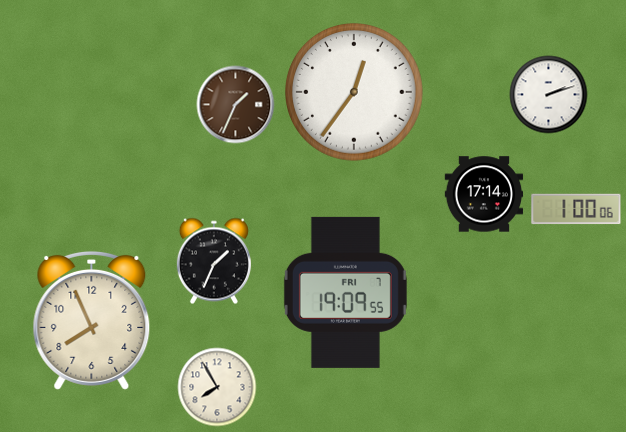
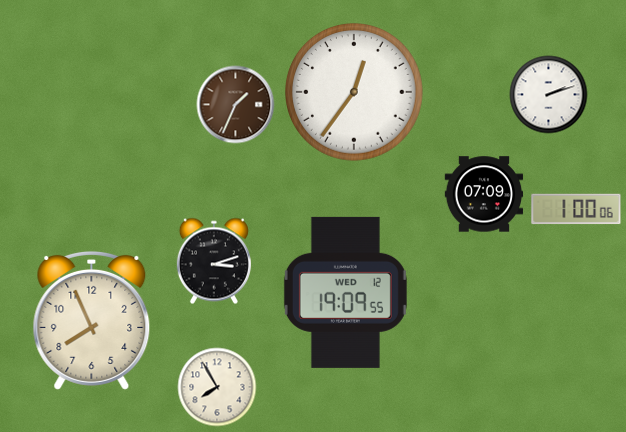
clock at (484, 194): 17:14 -> 07:09
clock at (214, 261): 1:34 -> 3:12
clock at (345, 292) date: FRI 7 -> WED 12
